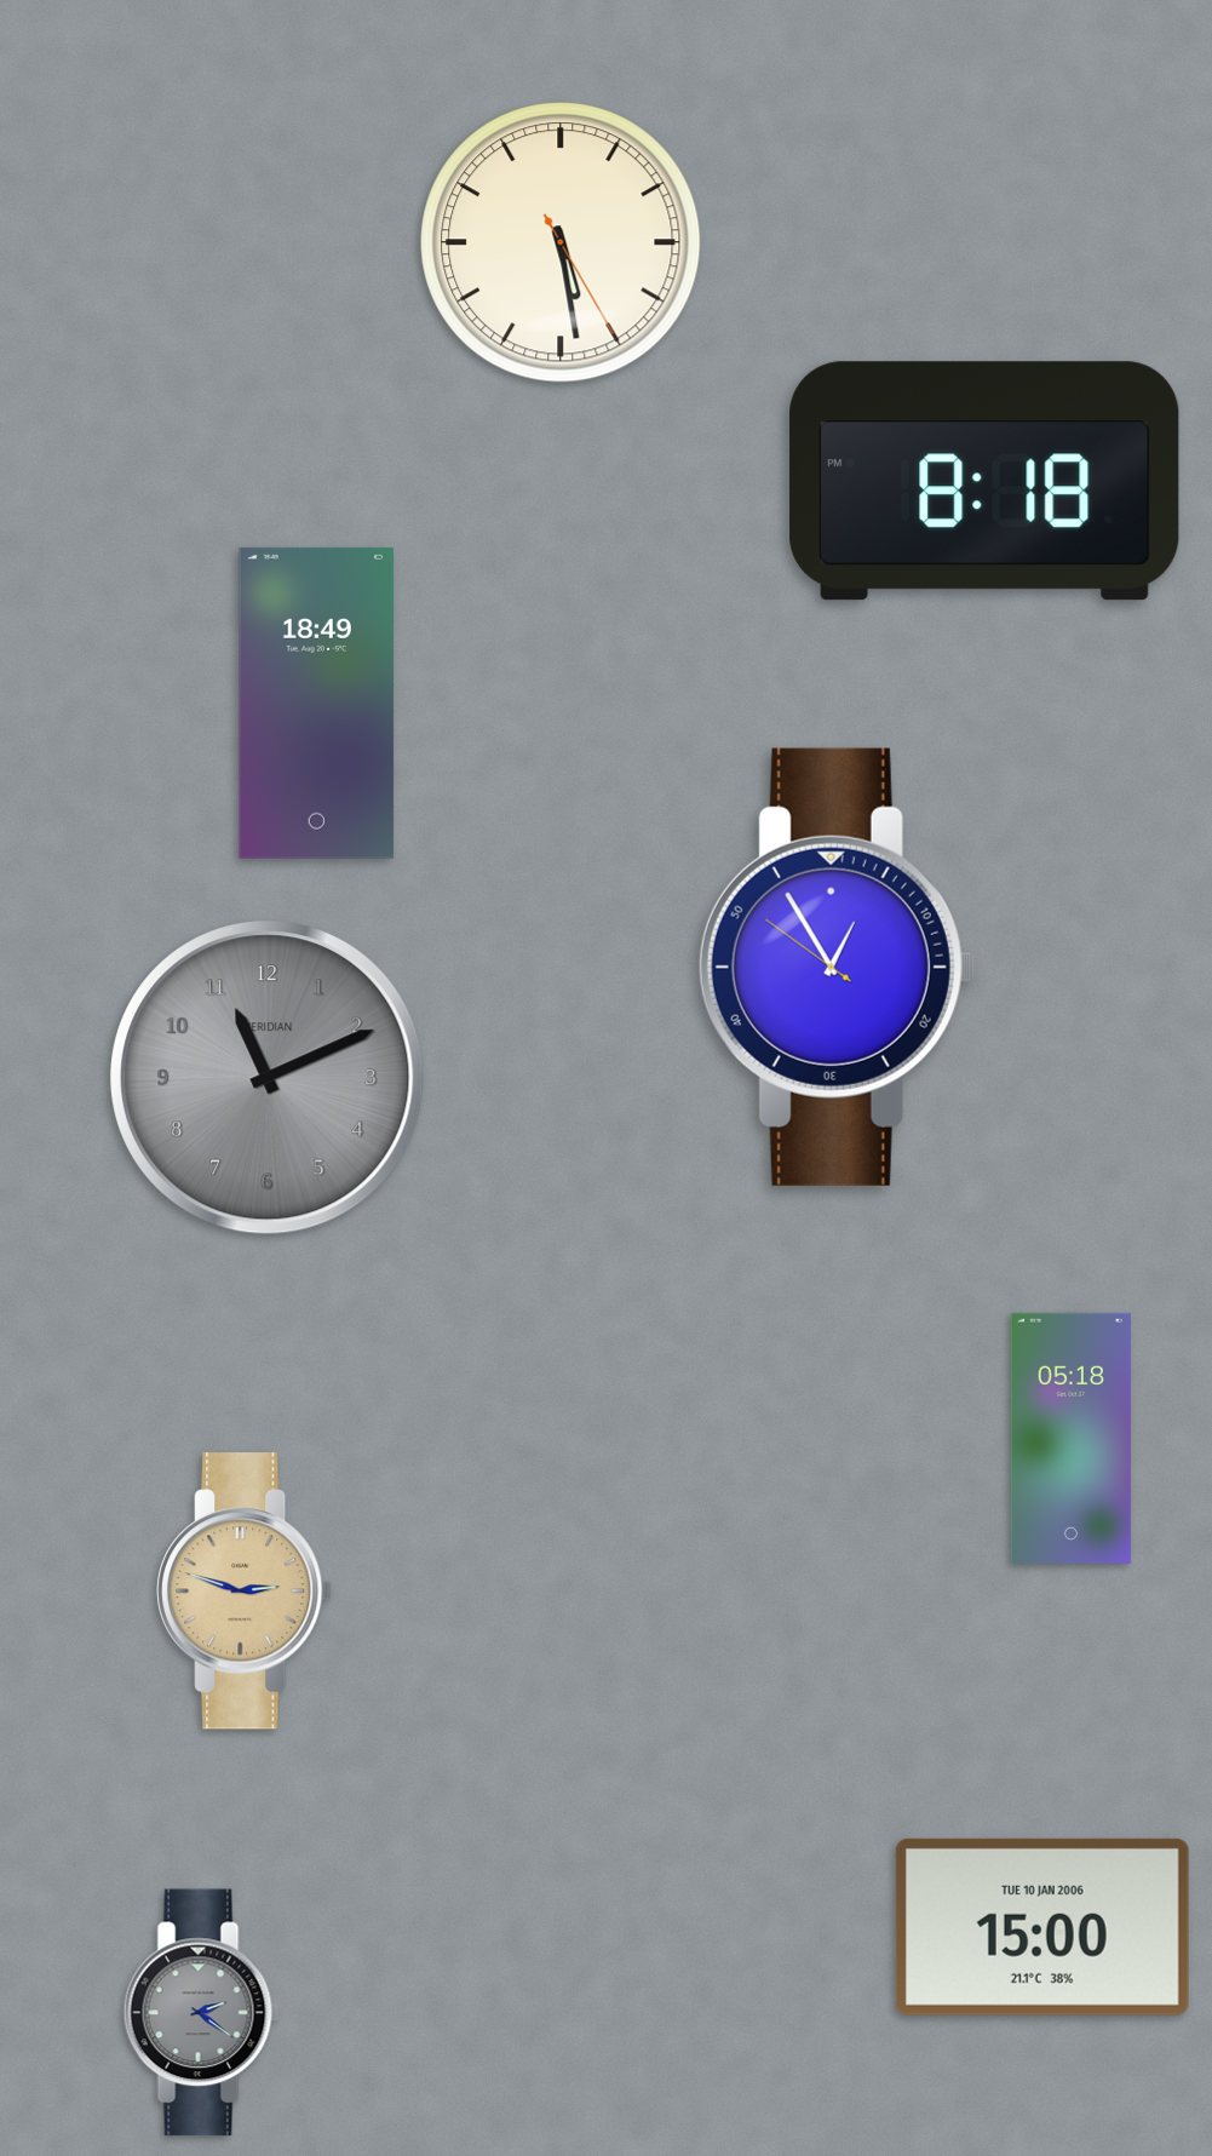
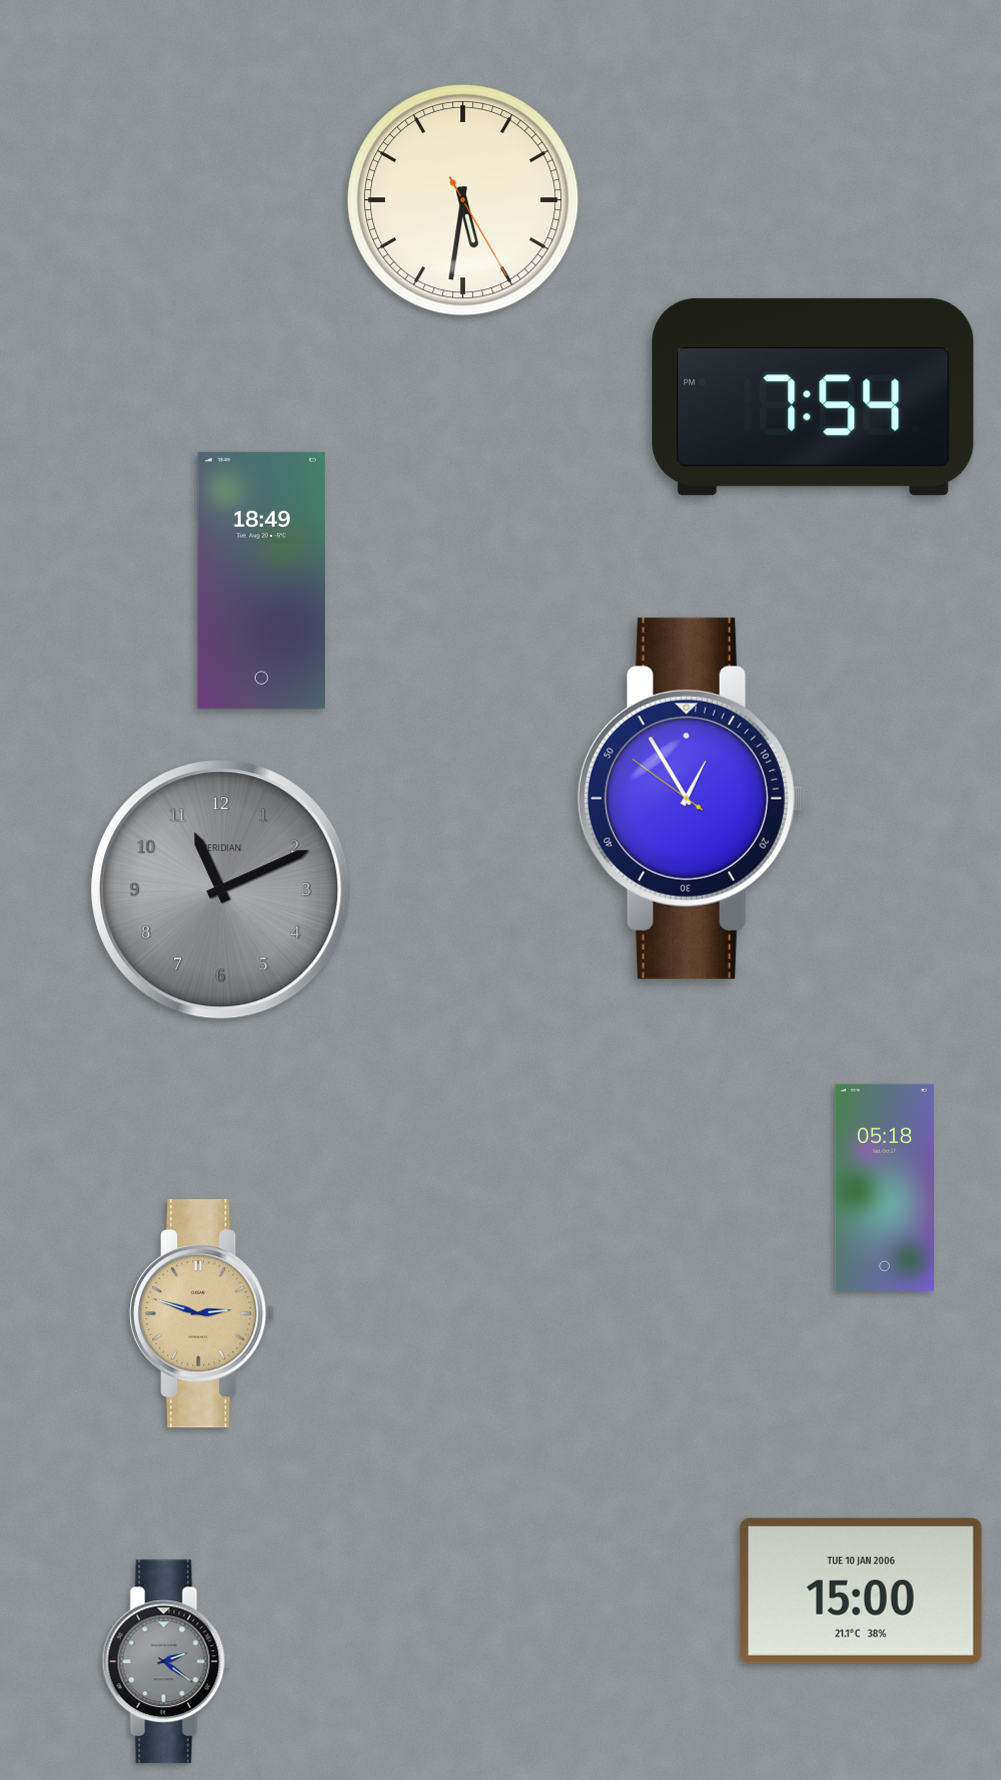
clock at (561, 242): 5:28 -> 5:31
clock at (984, 481): 8:18 -> 7:54
